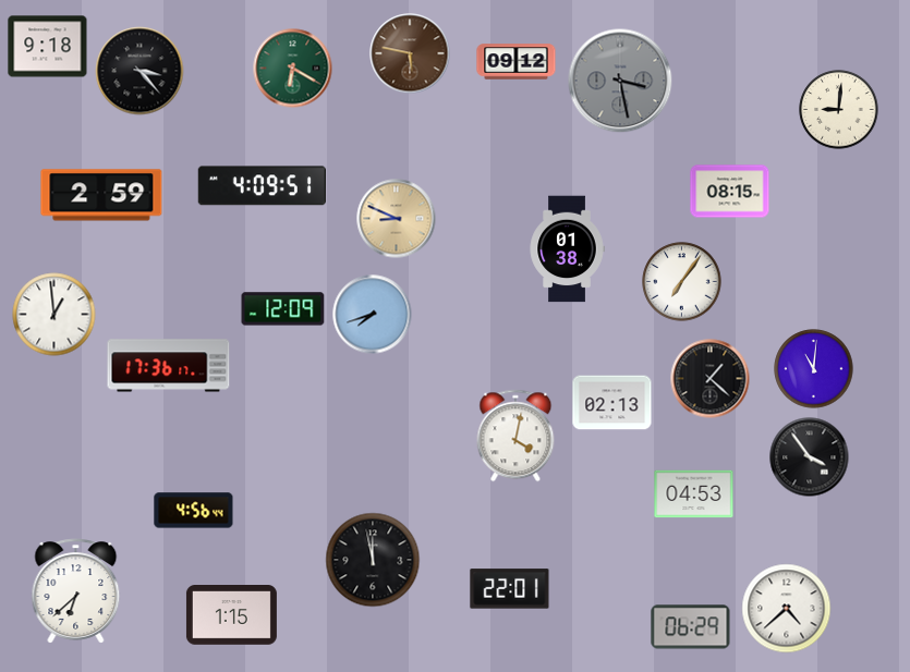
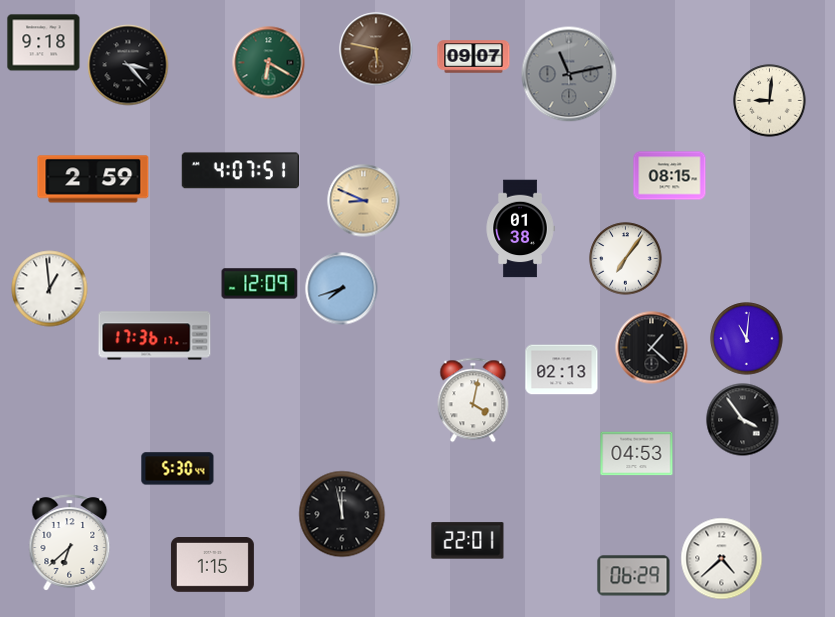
clock at (517, 62): 09:12 -> 09:07
clock at (620, 81): 3:28 -> 11:13
clock at (262, 186): 4:09 -> 4:07
clock at (194, 511): 4:56 -> 5:30
